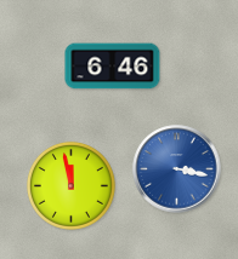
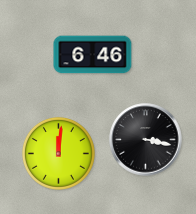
clock at (177, 169) dial: blue -> black
clock at (70, 185): 11:58 -> 12:01
